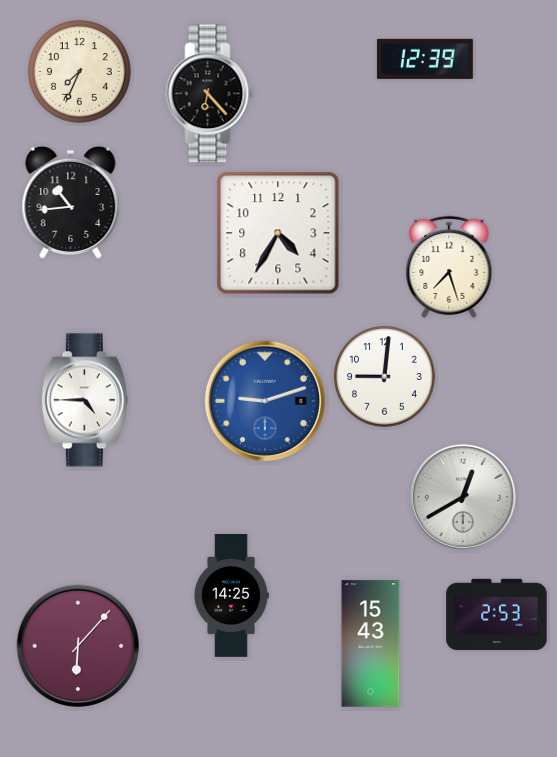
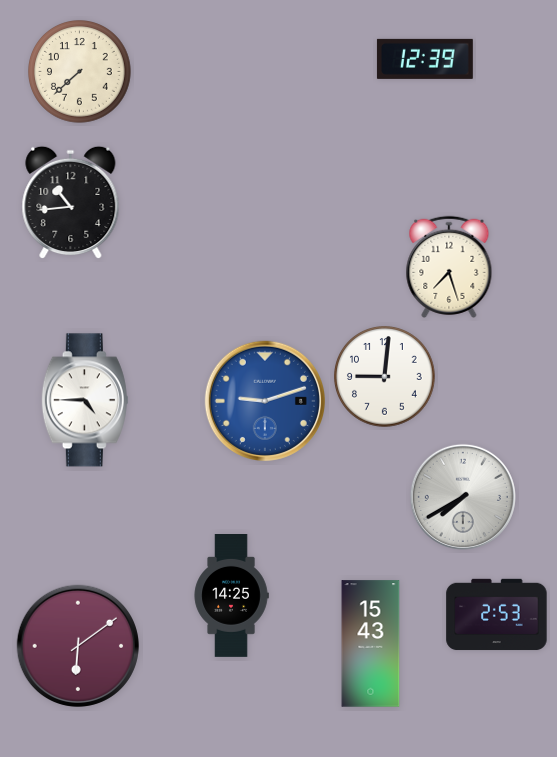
clock at (80, 72): 7:34 -> 7:38
clock at (210, 94): 6:23 -> none
clock at (278, 233): 4:35 -> none
clock at (463, 497): 12:40 -> 7:40
clock at (78, 646): 6:07 -> 6:09
